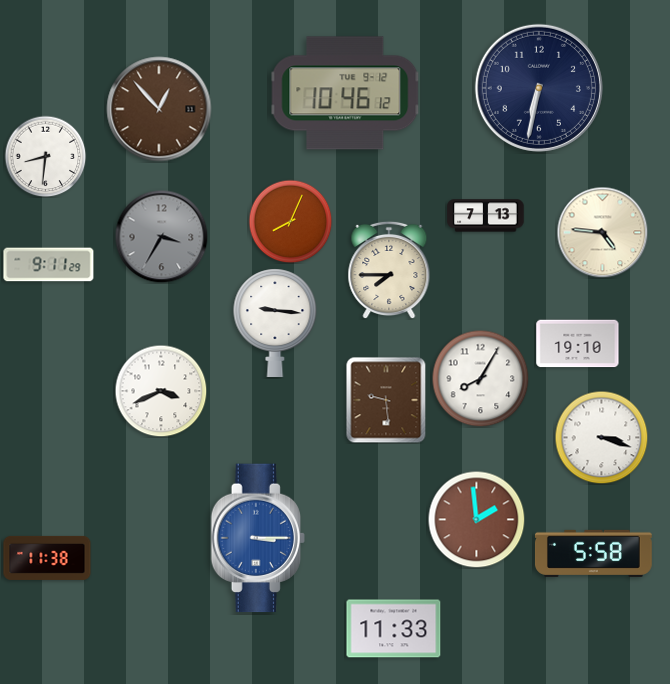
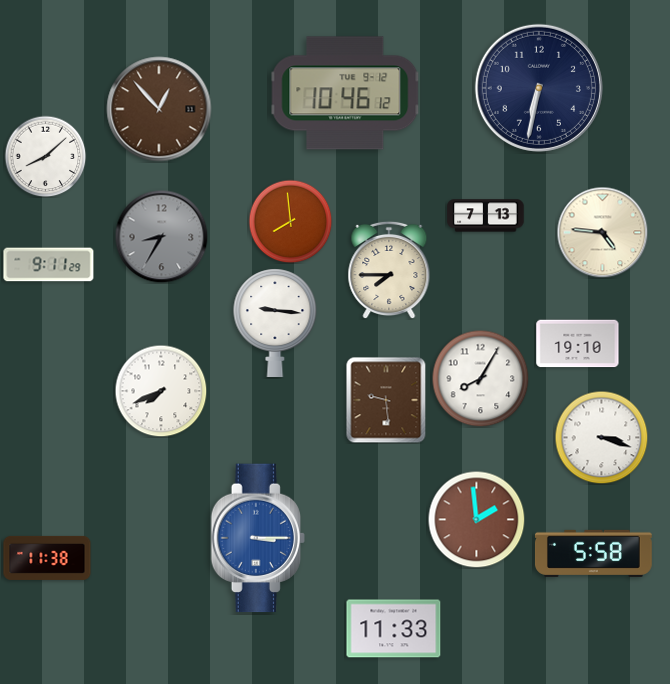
clock at (45, 156): 8:31 -> 8:08
clock at (290, 221): 8:04 -> 7:59
clock at (161, 236): 3:35 -> 8:35
clock at (161, 391): 3:41 -> 7:41
